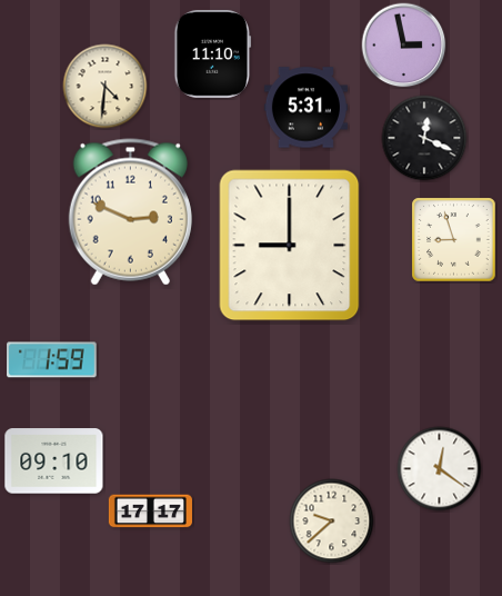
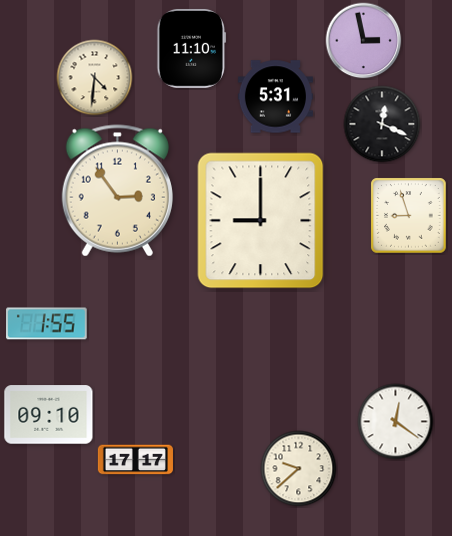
clock at (130, 212): 2:49 -> 2:54
clock at (52, 360): 1:59 -> 1:55
